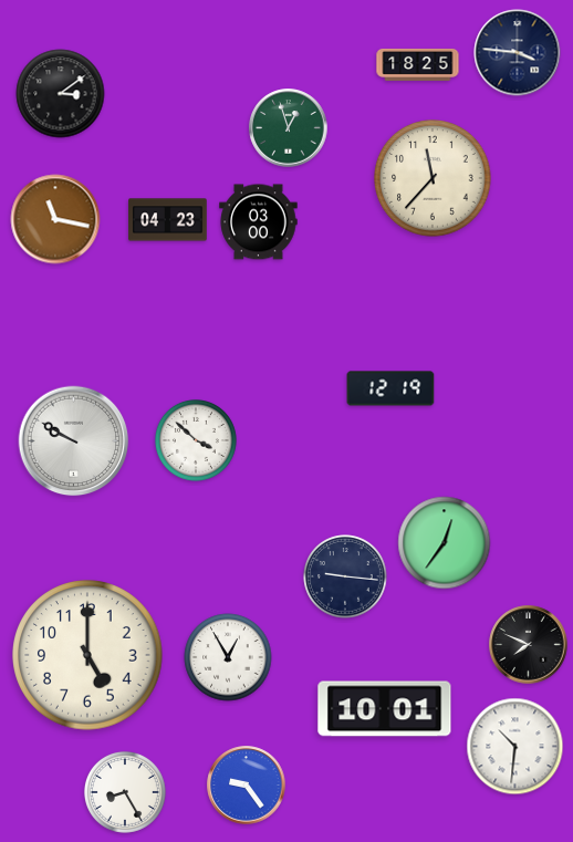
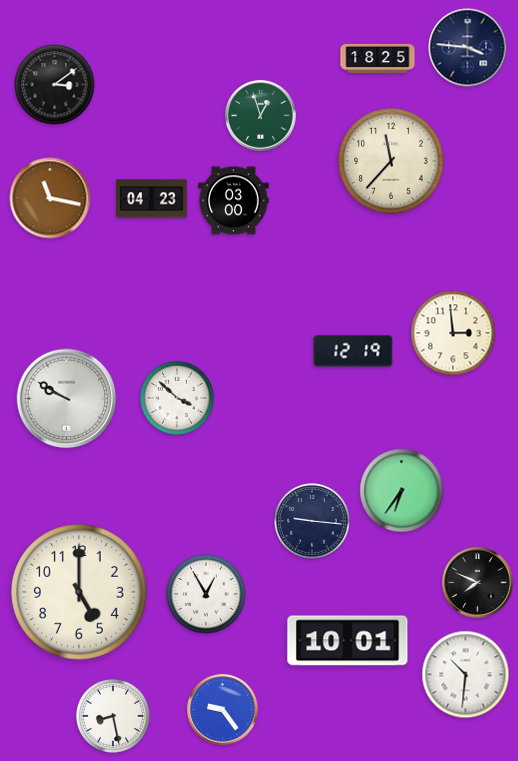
clock at (453, 333): none -> 2:59
clock at (445, 543): 12:36 -> 6:36
clock at (125, 792): 8:25 -> 8:28
